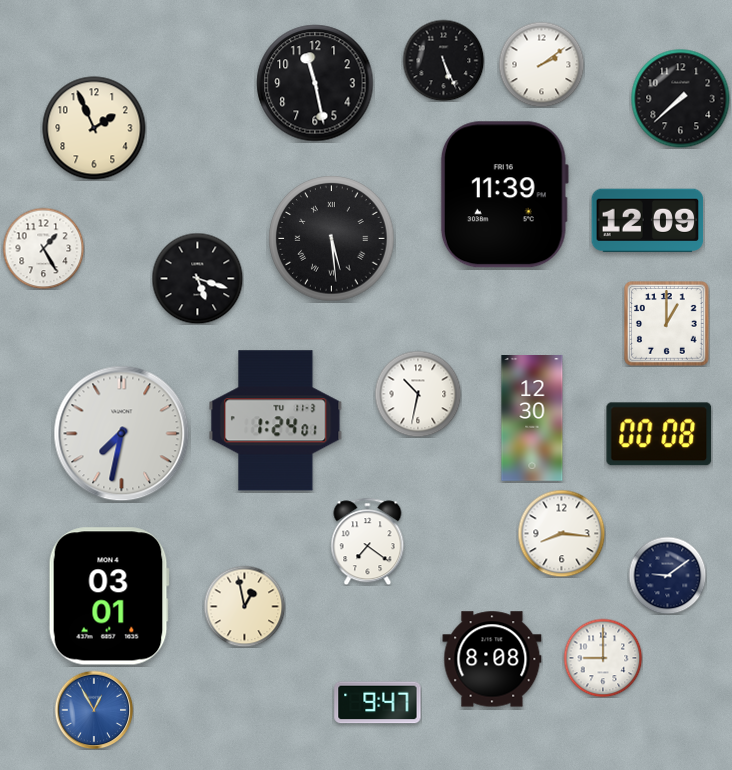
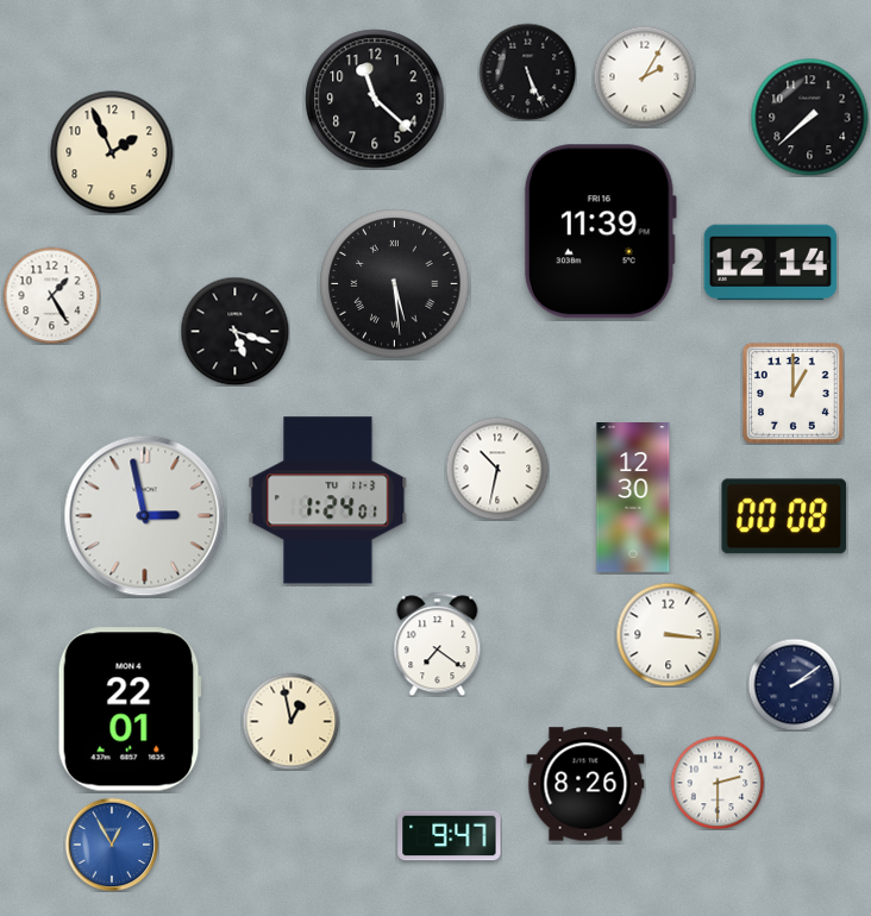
clock at (541, 64): 2:09 -> 2:05
clock at (315, 83): 11:28 -> 11:22
clock at (648, 221): 12:09 -> 12:14
clock at (667, 324) position: (667, 324) -> (794, 394)
clock at (122, 434): 7:32 -> 2:58
clock at (561, 533): 8:16 -> 3:16
clock at (667, 575): 9:09 -> 2:09
clock at (109, 596): 03:01 -> 22:01
clock at (603, 658): 9:00 -> 2:30
clock at (492, 659): 8:08 -> 8:26
